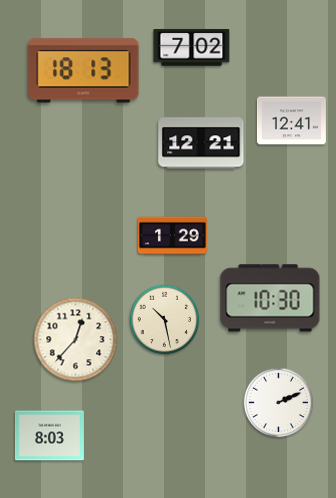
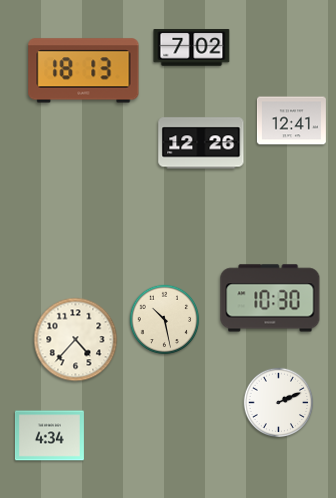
clock at (201, 143): 12:21 -> 12:26
clock at (172, 236): 1:29 -> none
clock at (76, 340): 12:37 -> 4:37
clock at (49, 436): 8:03 -> 4:34
